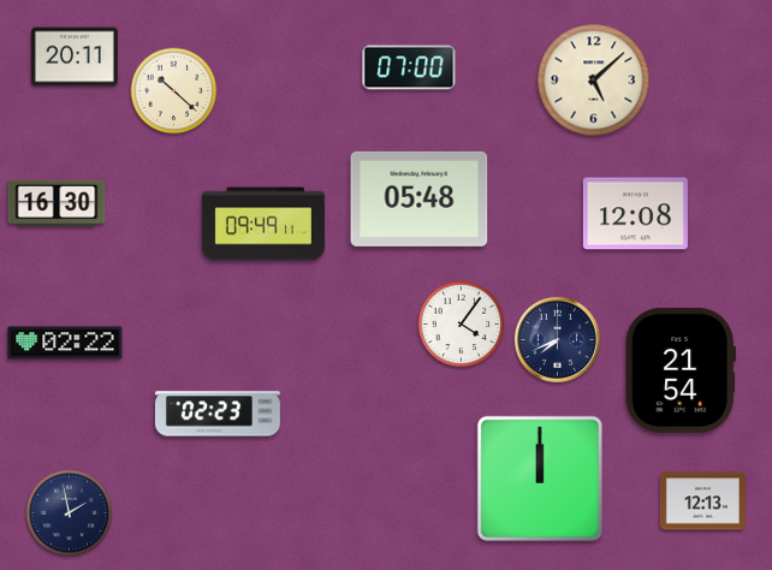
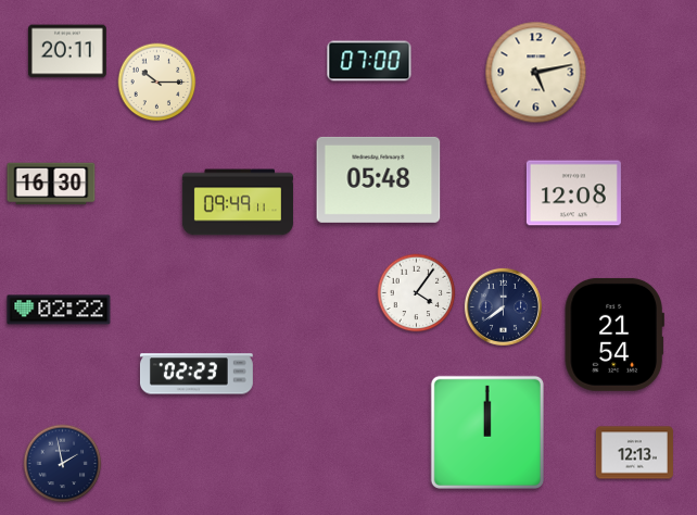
clock at (594, 81): 5:08 -> 5:13
clock at (174, 91): 10:22 -> 10:15
clock at (557, 339): 7:41 -> 7:39
